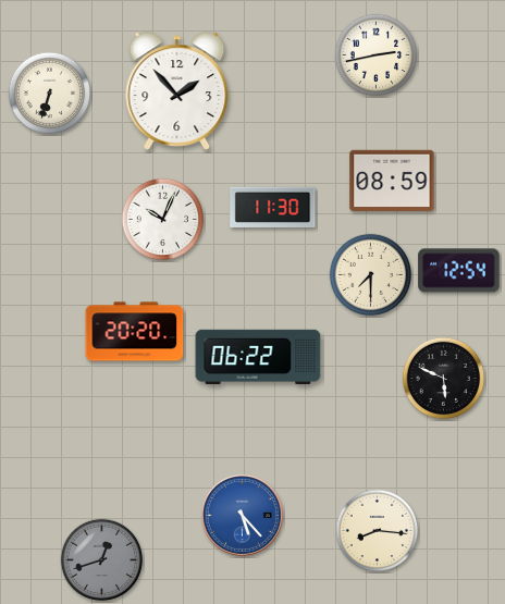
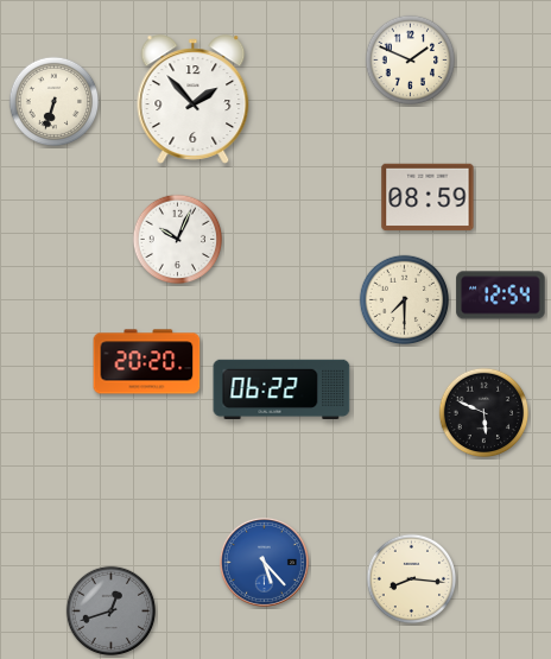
clock at (377, 56): 2:43 -> 1:49
clock at (273, 207): 11:30 -> none
